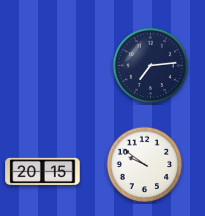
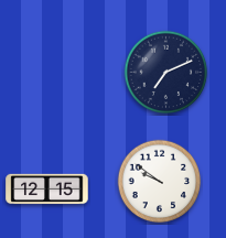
clock at (151, 66): 7:14 -> 7:11
clock at (43, 172): 20:15 -> 12:15
